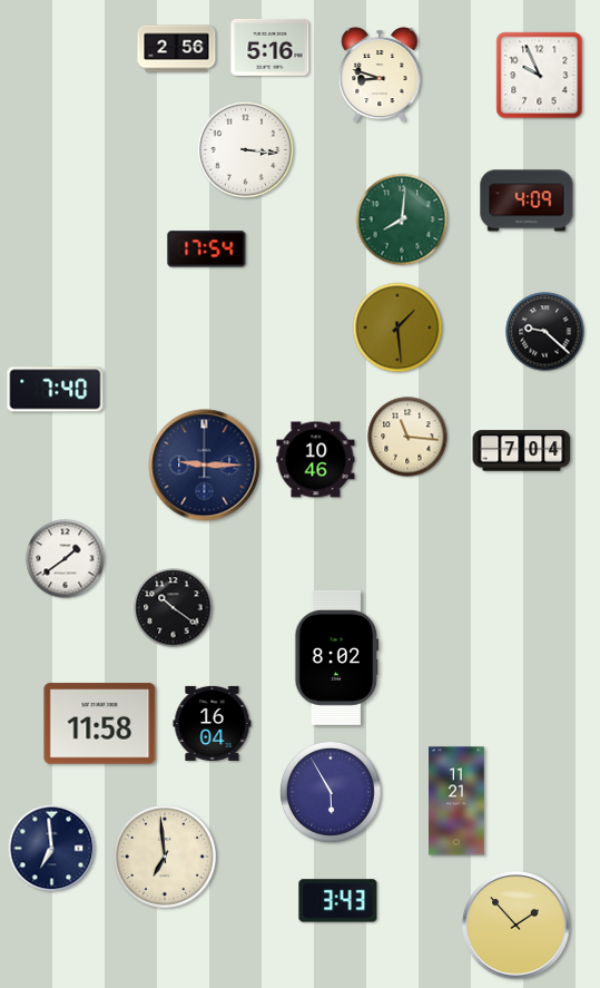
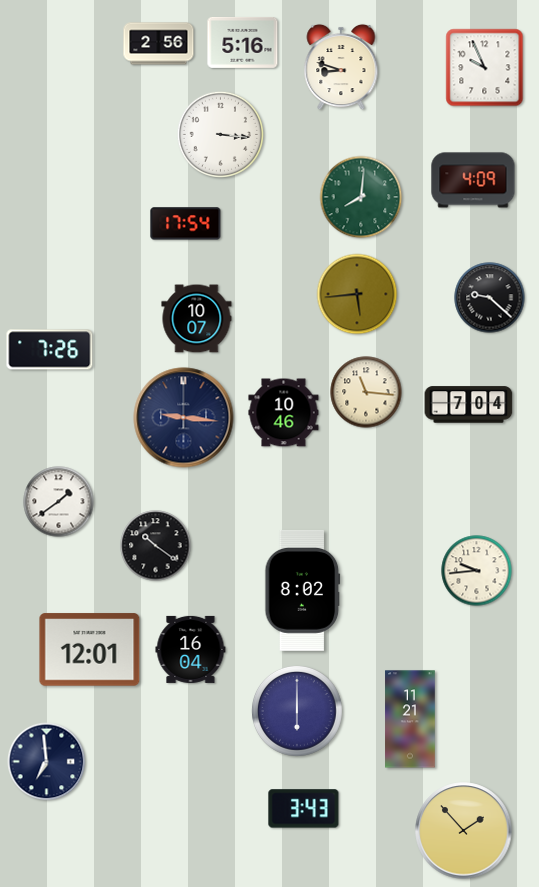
clock at (397, 327): 1:29 -> 5:44
clock at (197, 319): none -> 10:07
clock at (56, 390): 7:40 -> 7:26
clock at (205, 466): 9:15 -> 9:16
clock at (477, 571): none -> 9:44
clock at (100, 724): 11:58 -> 12:01
clock at (331, 792): 5:55 -> 6:00
clock at (165, 857): 6:59 -> none
